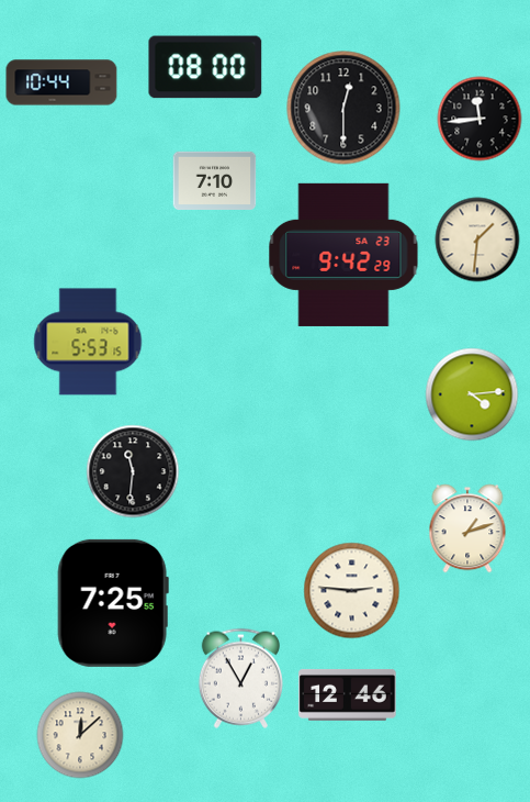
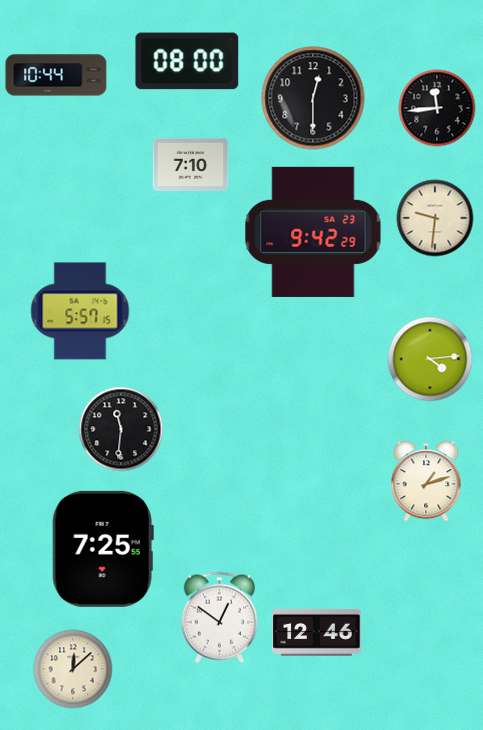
clock at (215, 180) position: (215, 180) -> (191, 164)
clock at (477, 240): 1:31 -> 9:31
clock at (88, 342): 5:53 -> 5:57
clock at (352, 591): 2:46 -> none
clock at (240, 678): 12:55 -> 12:51
